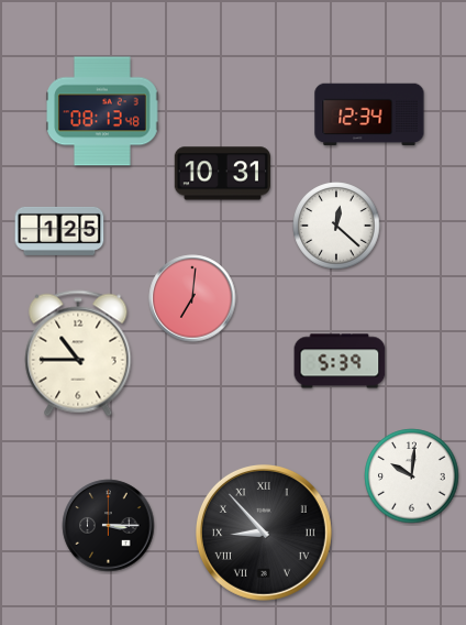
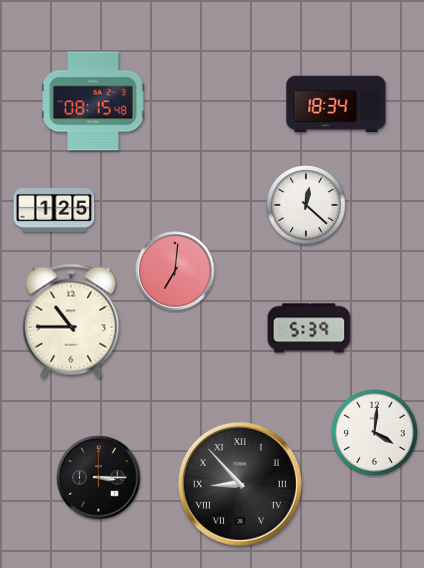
clock at (102, 111): 08:13 -> 08:15
clock at (369, 114): 12:34 -> 18:34
clock at (222, 174): 10:31 -> none
clock at (412, 476): 10:01 -> 4:01
